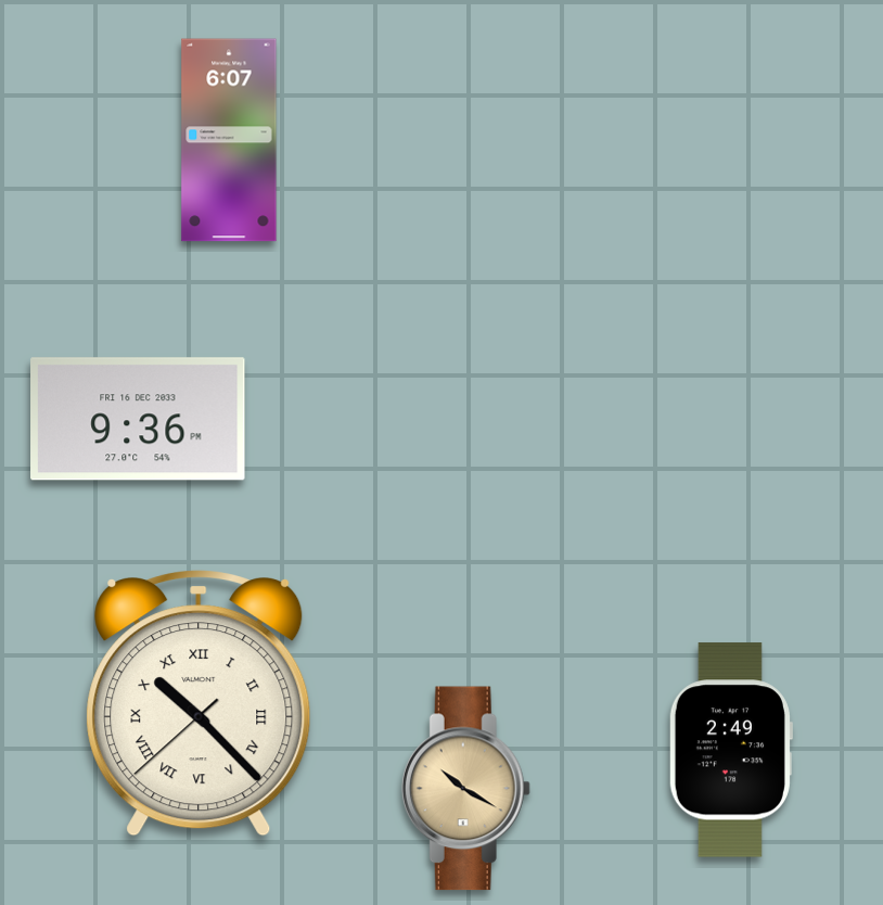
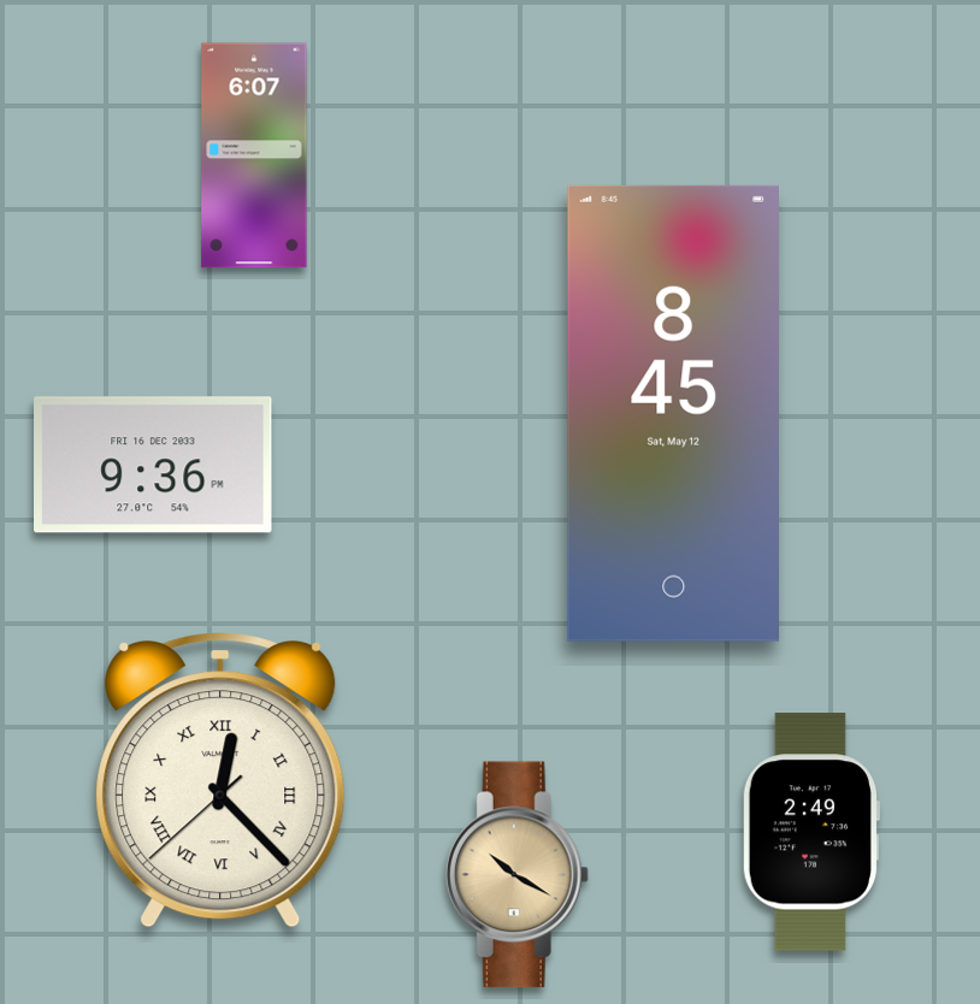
clock at (673, 413): none -> 8:45
clock at (199, 703): 10:22 -> 12:22
